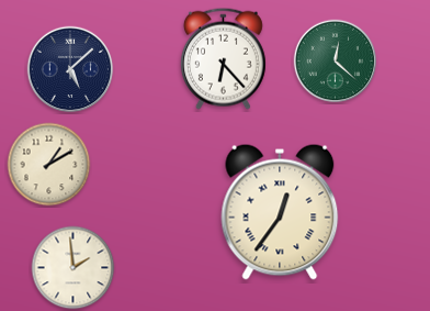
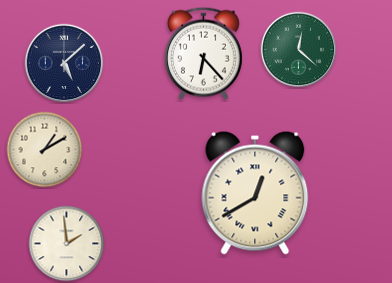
clock at (336, 62) position: (336, 62) -> (299, 50)
clock at (280, 212): 12:36 -> 12:40
